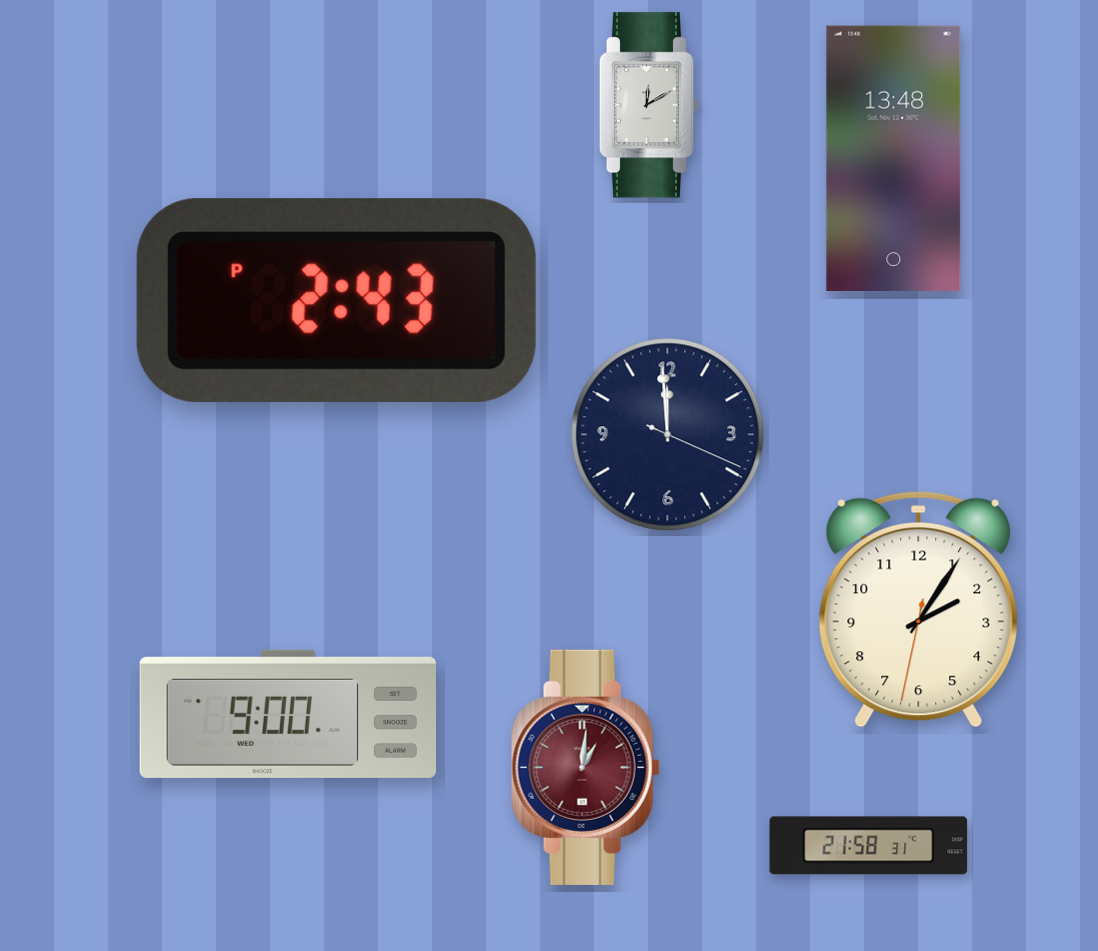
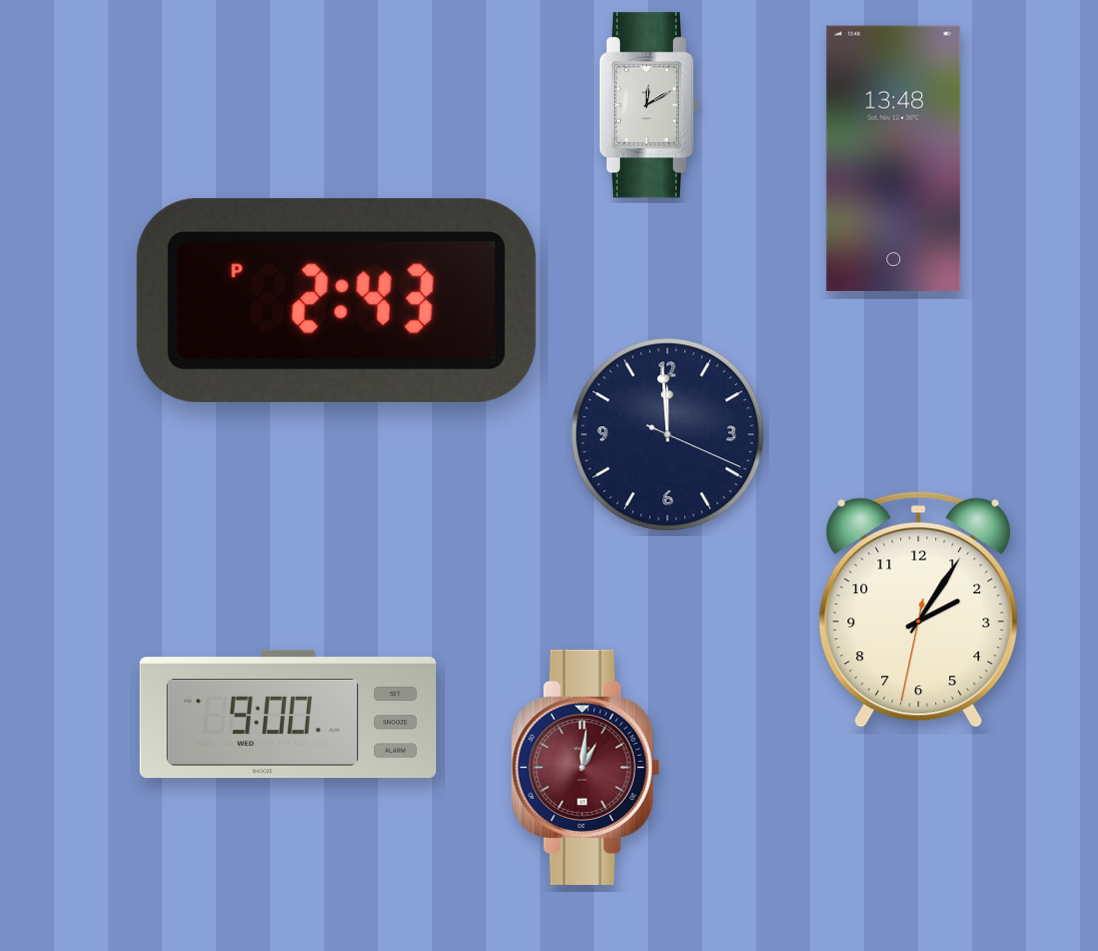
clock at (869, 846): 21:58 -> none
